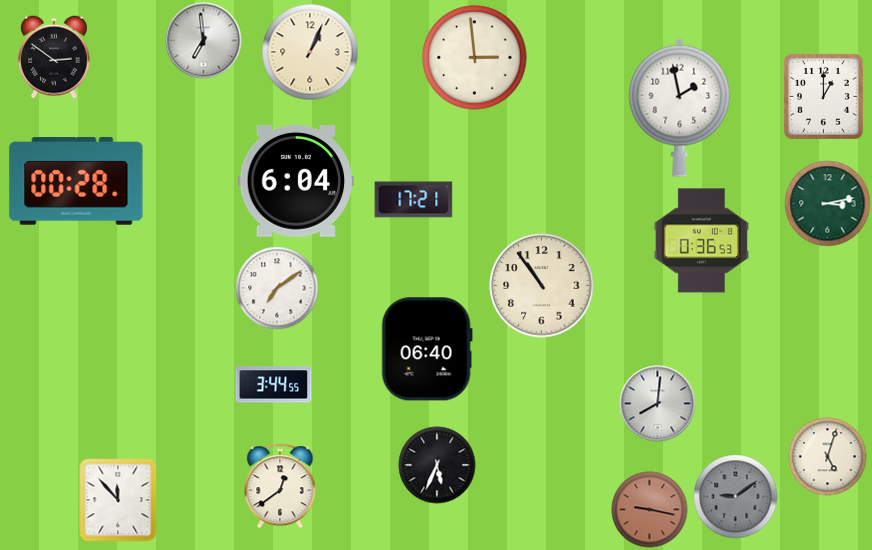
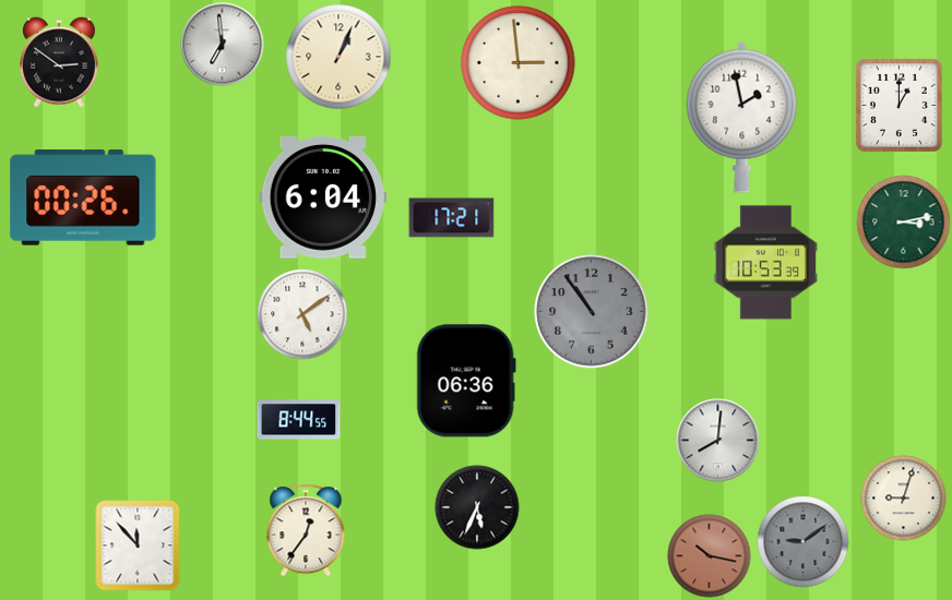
clock at (76, 181): 00:28 -> 00:26
clock at (701, 241): 0:36 -> 10:53
clock at (542, 286) dial: cream -> grey
clock at (277, 288): 7:09 -> 5:09
clock at (427, 349): 06:40 -> 06:36
clock at (274, 385): 3:44 -> 8:44
clock at (828, 457): 5:03 -> 9:03
clock at (280, 486): 12:39 -> 12:36
clock at (118, 500) position: (118, 500) -> (138, 545)
clock at (650, 510): 9:17 -> 10:17
